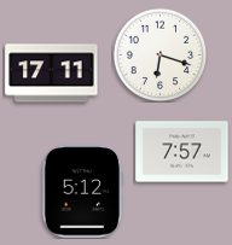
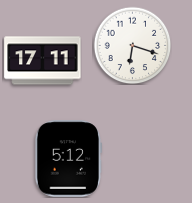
clock at (182, 152): 7:57 -> none
